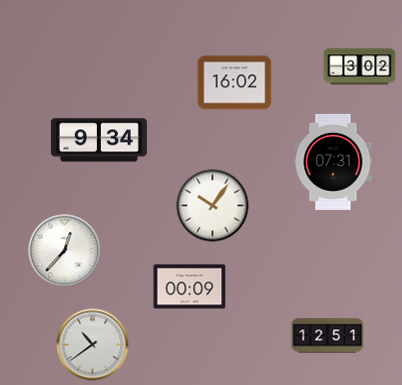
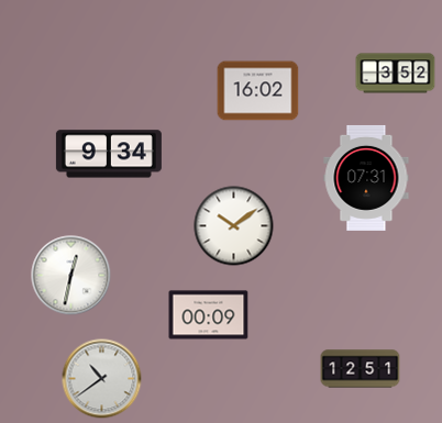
clock at (360, 67): 3:02 -> 3:52
clock at (213, 206): 10:06 -> 10:09
clock at (65, 251): 12:37 -> 12:32
